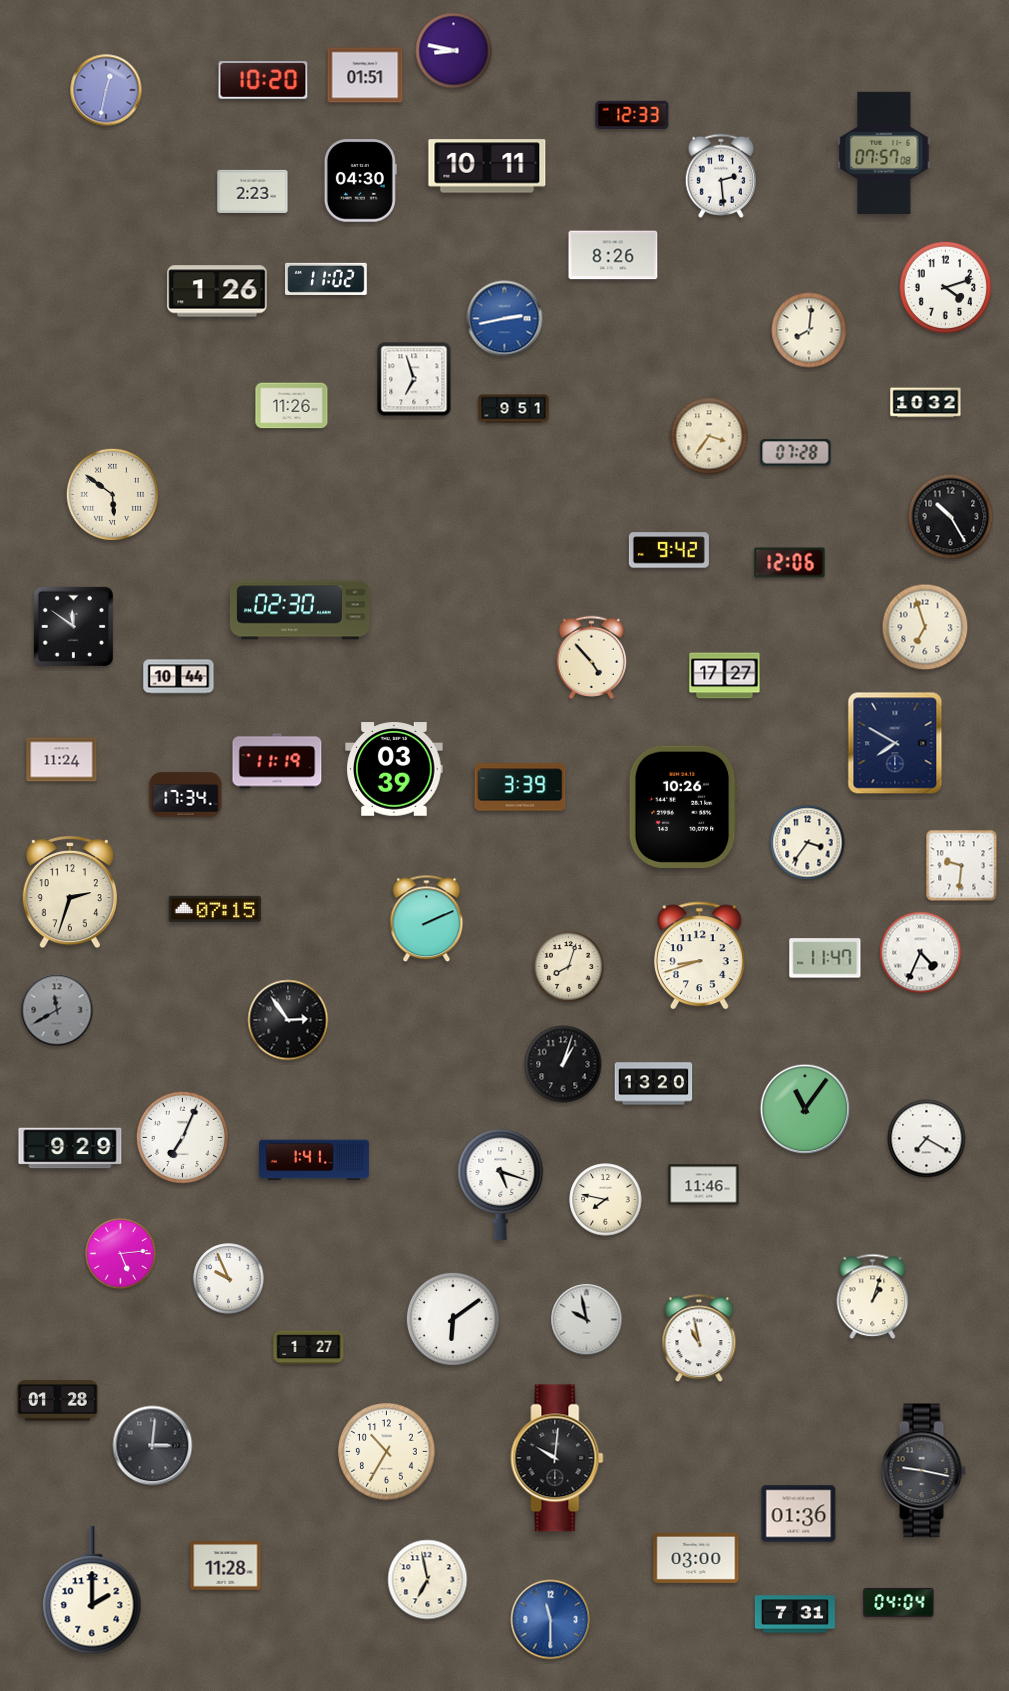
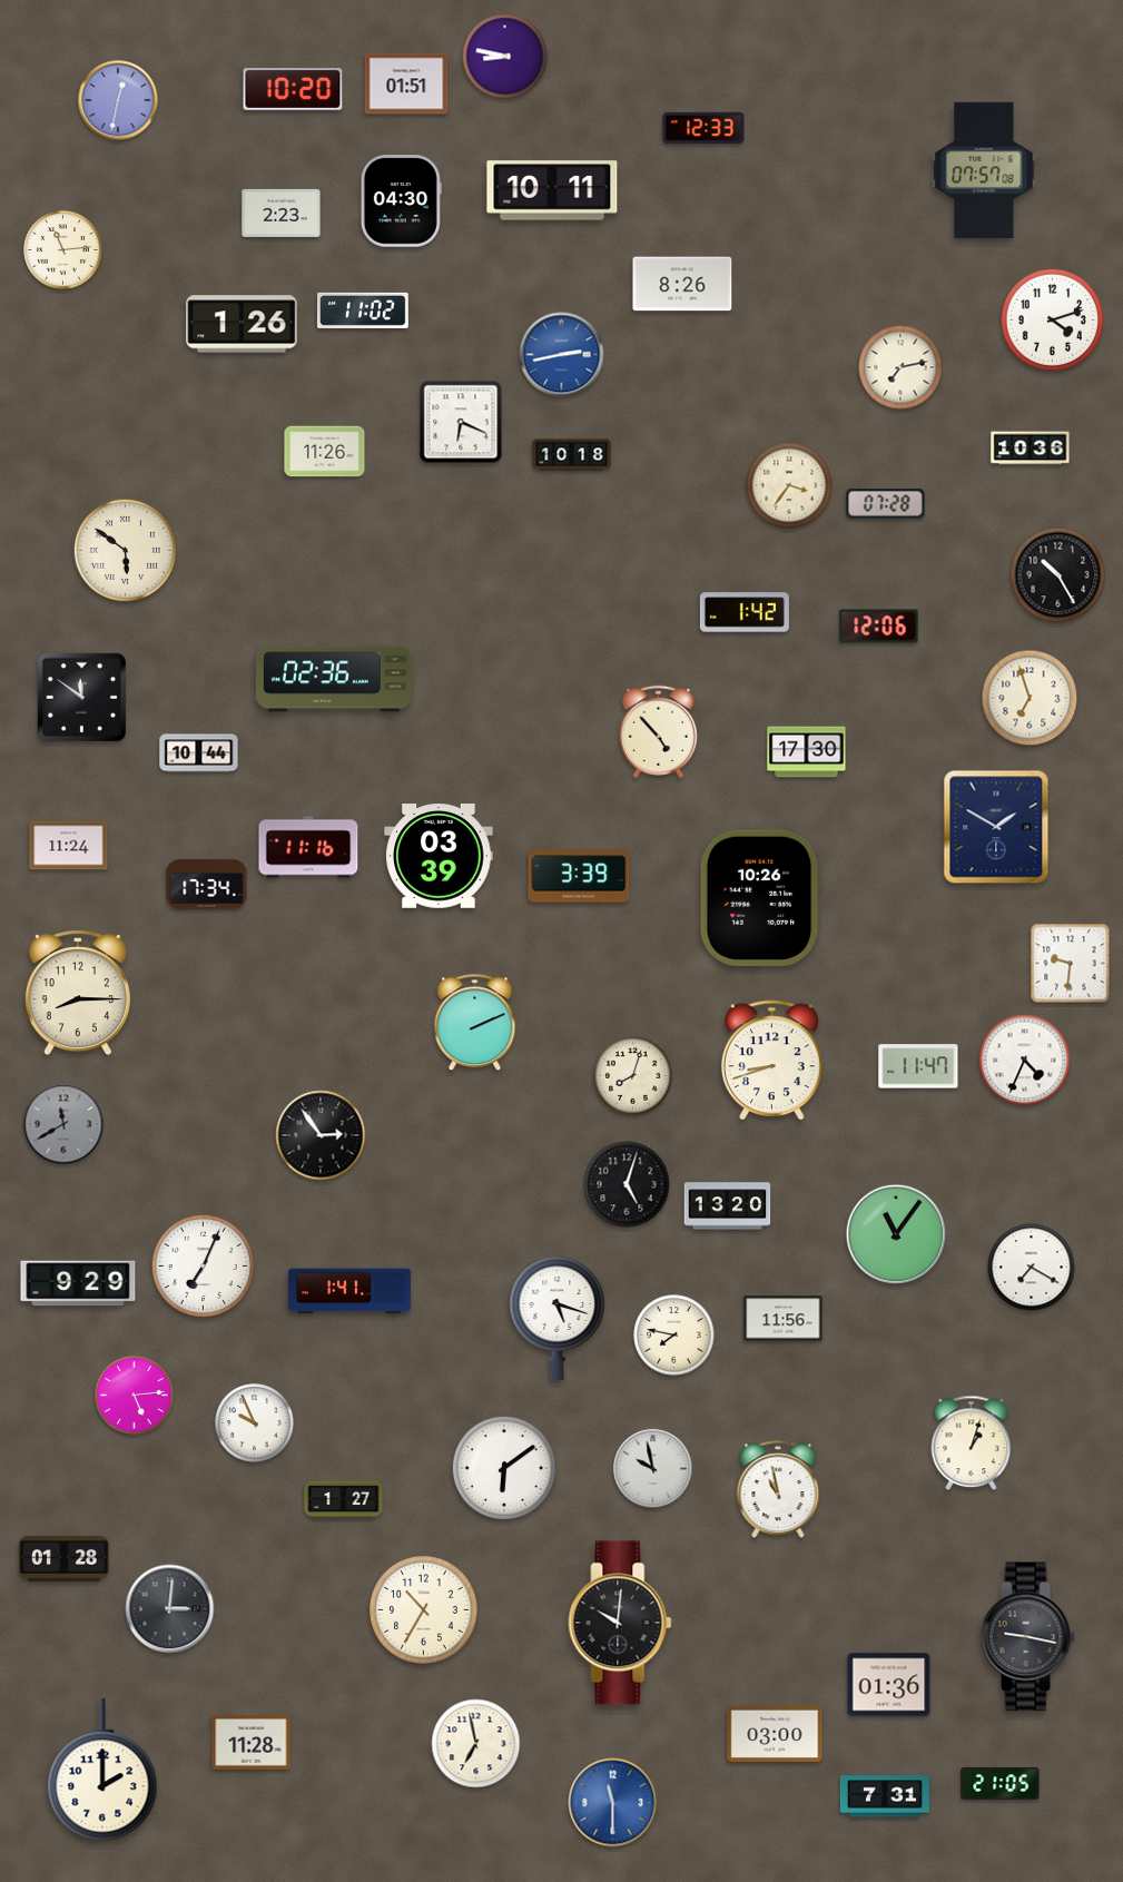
clock at (487, 166) position: (487, 166) -> (552, 190)
clock at (721, 176): 2:29 -> none
clock at (63, 250): none -> 11:14
clock at (809, 330): 8:01 -> 7:13
clock at (414, 379): 6:57 -> 6:19
clock at (926, 403): 10:32 -> 10:36
clock at (514, 409): 9:51 -> 10:18
clock at (669, 550): 9:42 -> 1:42
clock at (300, 610): 02:30 -> 02:36
clock at (725, 676): 17:27 -> 17:30
clock at (895, 743): 7:50 -> 1:50
clock at (277, 761): 11:19 -> 11:16
clock at (808, 843): 3:36 -> none
clock at (70, 893): 2:33 -> 8:15
clock at (215, 909): 07:15 -> none
clock at (700, 956) position: (700, 956) -> (772, 1061)
clock at (563, 1064): 1:03 -> 5:03
clock at (70, 1148) position: (70, 1148) -> (78, 1283)
clock at (704, 1185): 11:46 -> 11:56
clock at (387, 1452) position: (387, 1452) -> (424, 1610)
clock at (428, 1580) position: (428, 1580) -> (476, 1744)
clock at (899, 1602): 04:04 -> 21:05
